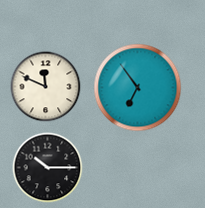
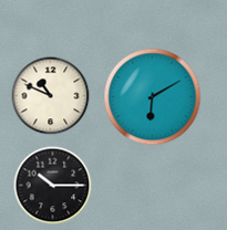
clock at (46, 87): 11:49 -> 10:49
clock at (138, 88): 6:54 -> 6:10
